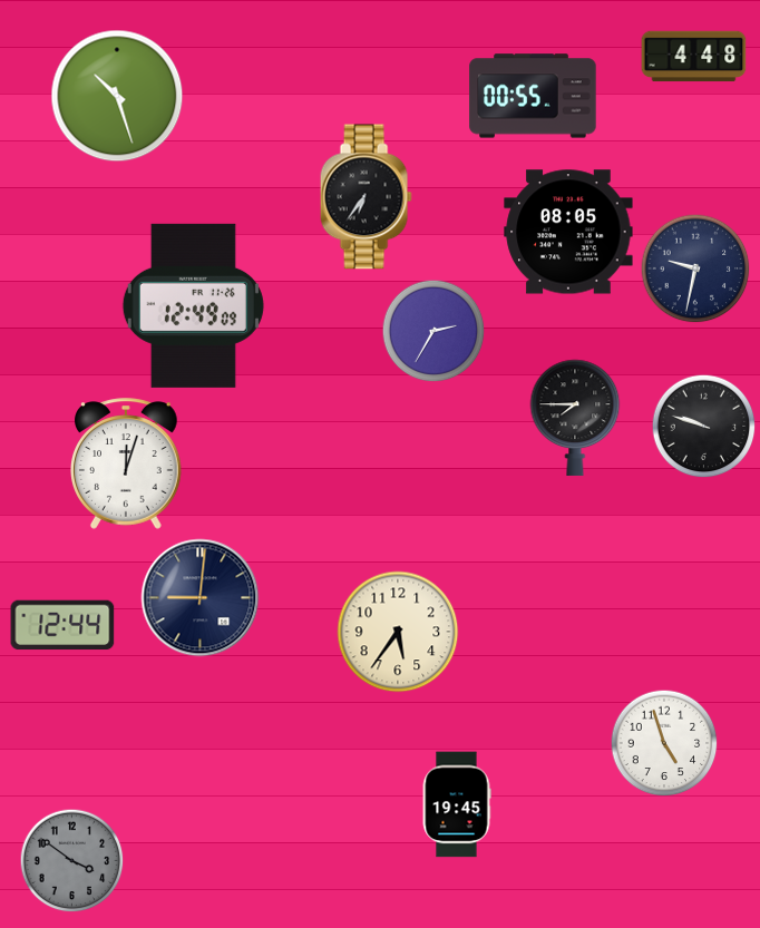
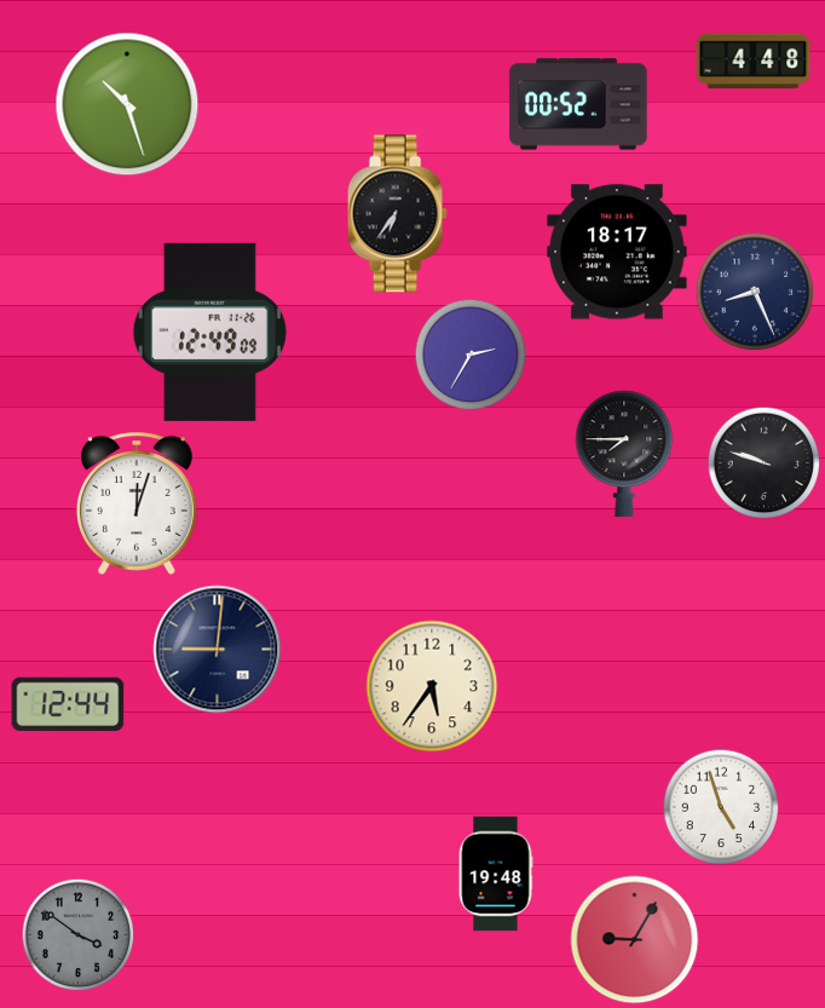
clock at (533, 96): 00:55 -> 00:52
clock at (568, 232): 08:05 -> 18:17
clock at (695, 268): 9:32 -> 8:26
clock at (433, 331) position: (433, 331) -> (471, 355)
clock at (62, 625) position: (62, 625) -> (68, 704)
clock at (457, 804): 19:45 -> 19:48
clock at (635, 940): none -> 9:05
